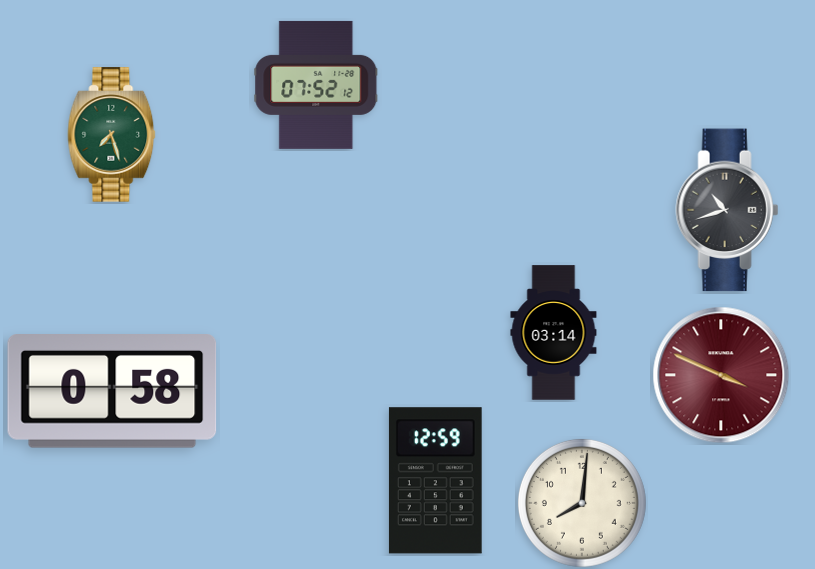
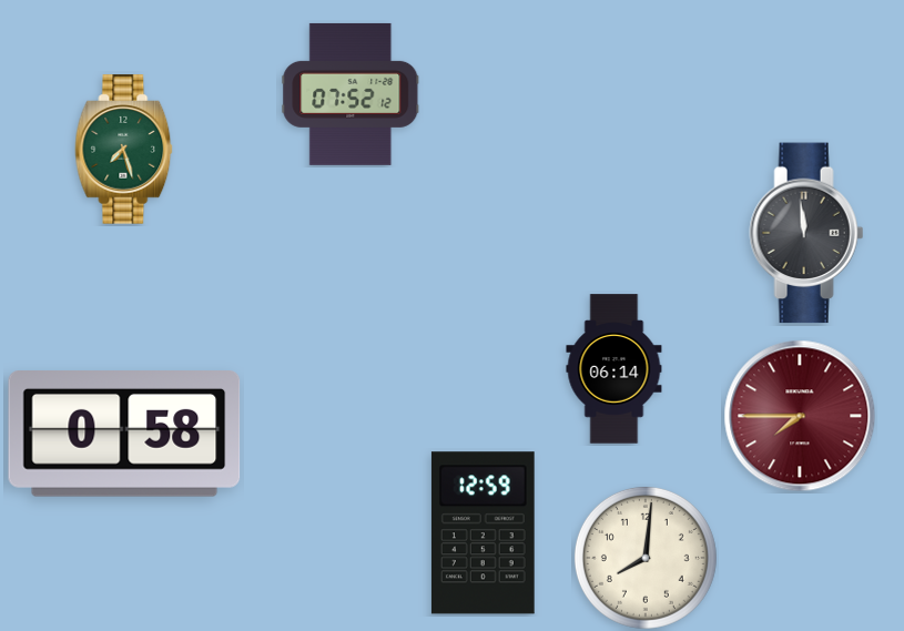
clock at (727, 210): 10:42 -> 11:59
clock at (554, 333): 03:14 -> 06:14
clock at (721, 375): 3:49 -> 7:45
